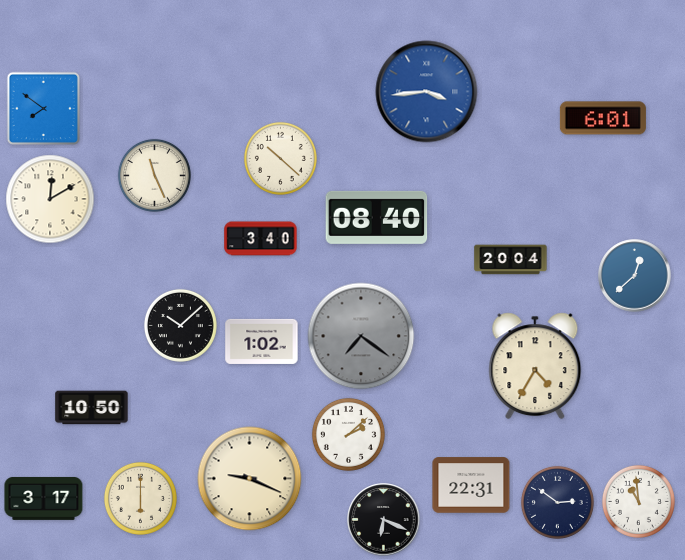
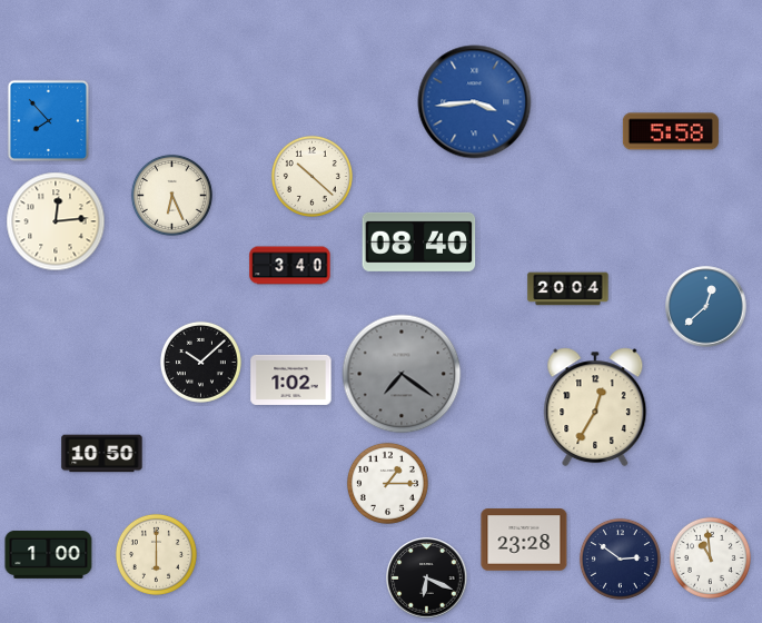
clock at (43, 108): 7:51 -> 7:53
clock at (603, 118): 6:01 -> 5:58
clock at (154, 175): 11:26 -> 6:26
clock at (50, 199): 12:10 -> 12:14
clock at (535, 366): 4:35 -> 12:35
clock at (348, 434): 2:08 -> 1:15
clock at (250, 479): 9:19 -> none
clock at (471, 485): 22:31 -> 23:28
clock at (44, 498): 3:17 -> 1:00
